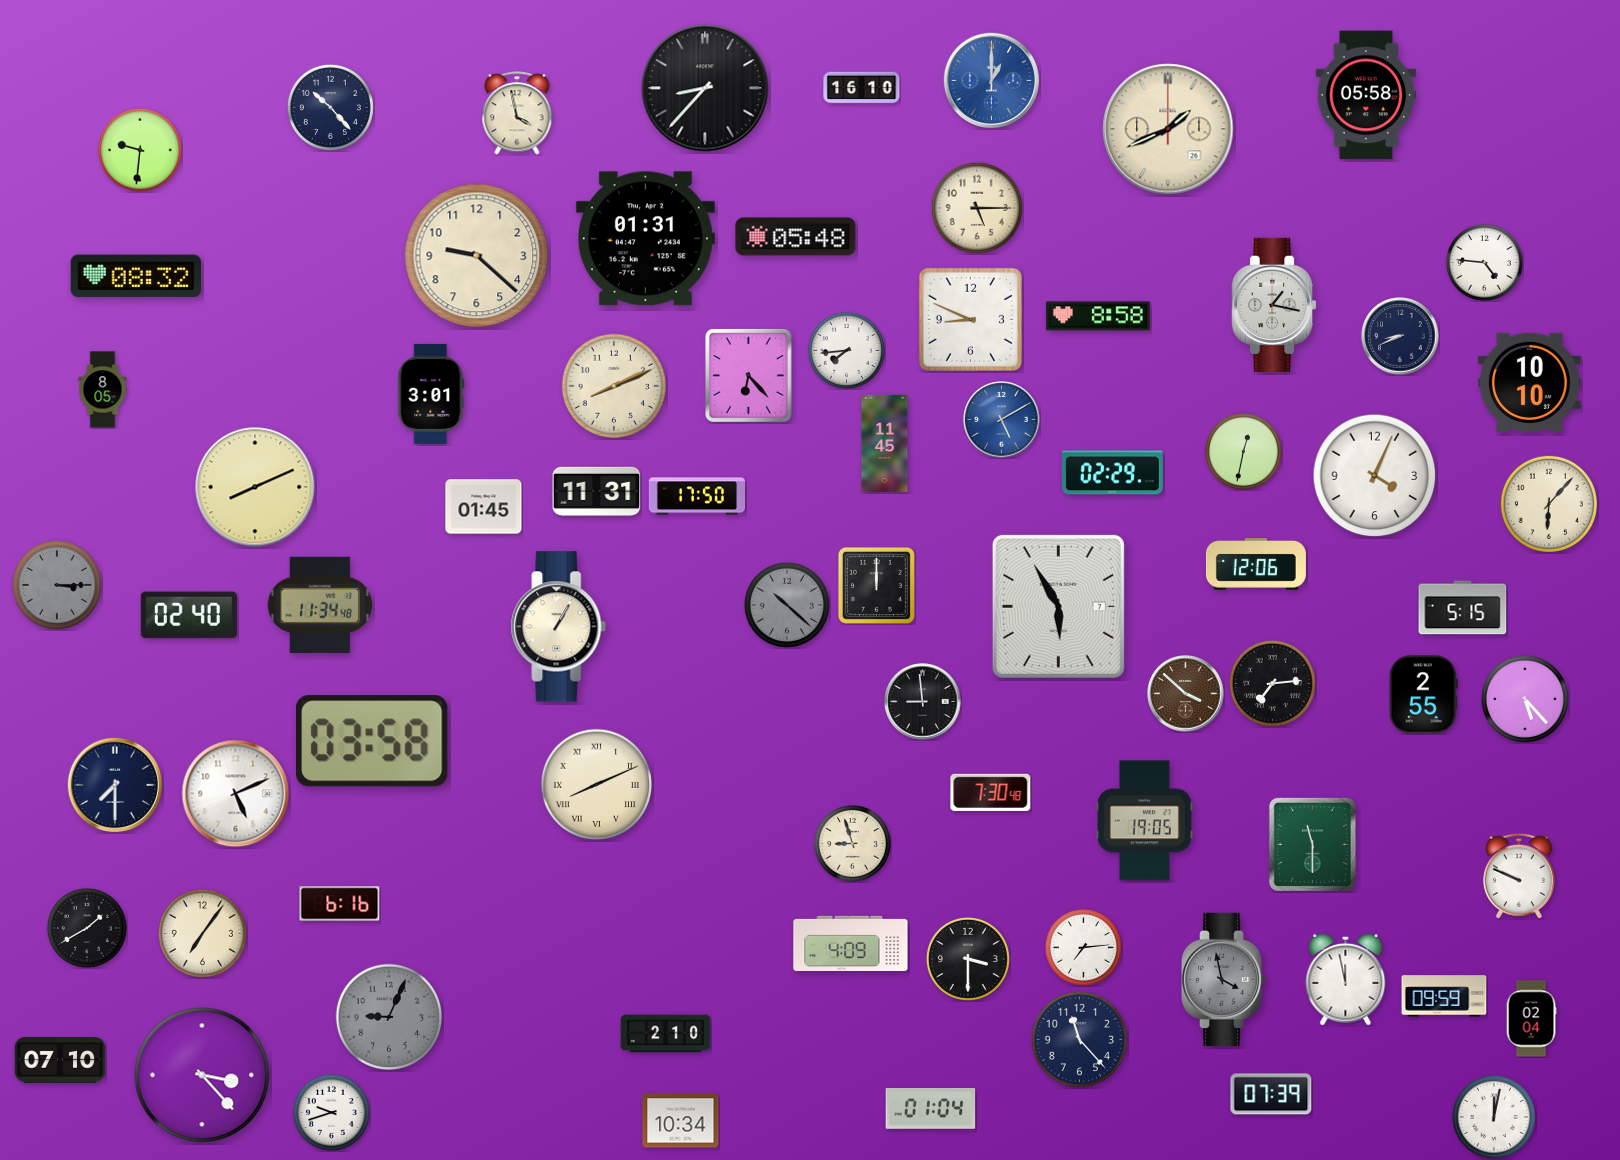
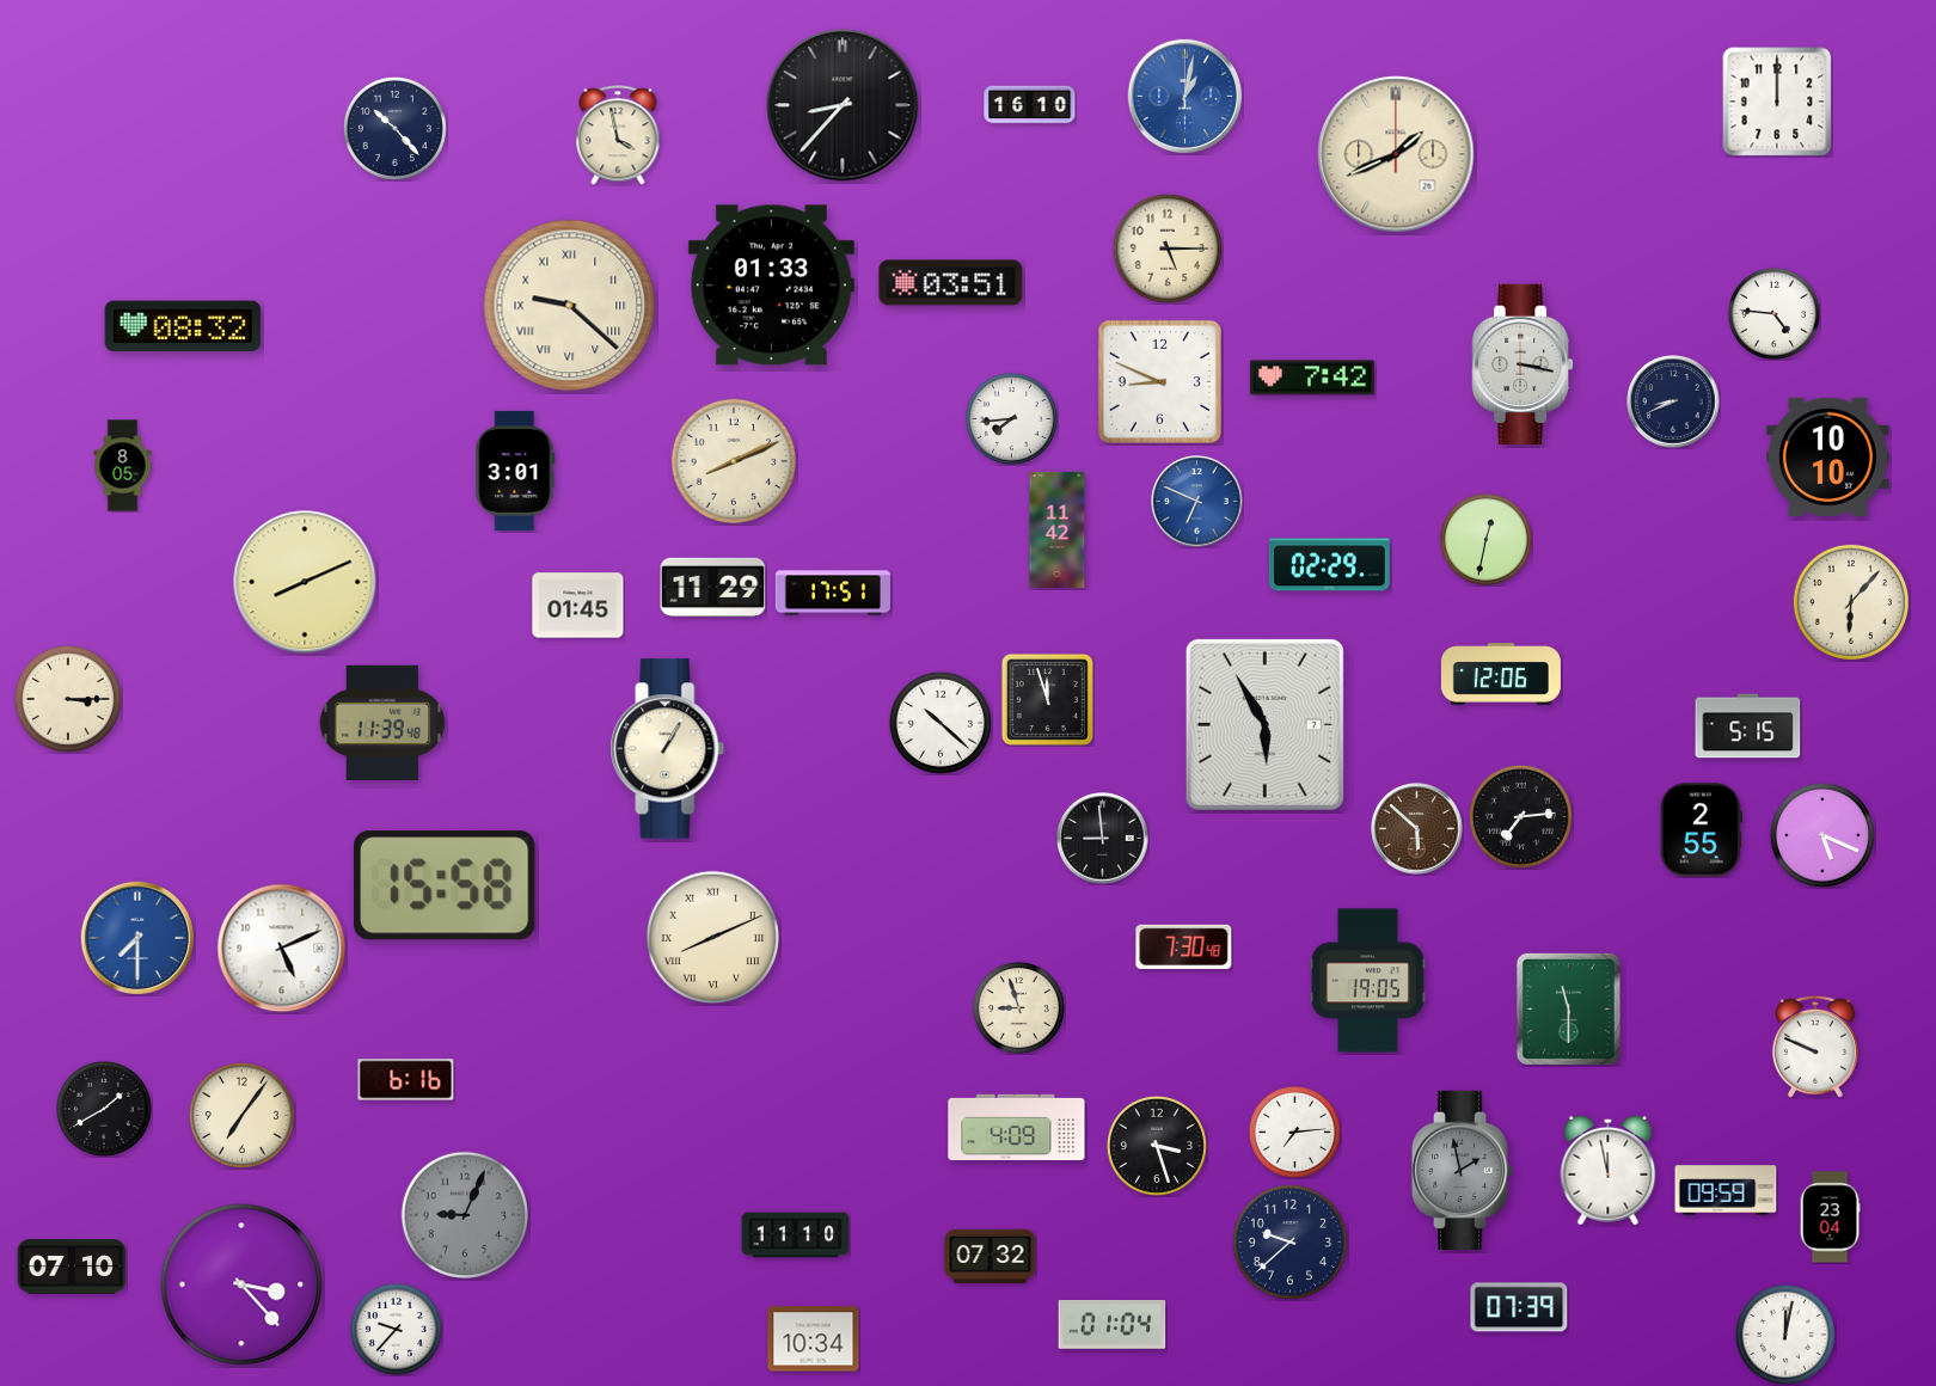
clock at (992, 81): 1:00 -> 1:02
clock at (1777, 102): none -> 12:00
clock at (1366, 95): 05:58 -> none
clock at (140, 150): 9:31 -> none
clock at (796, 237): 05:48 -> 03:51
clock at (645, 239): 01:31 -> 01:33
clock at (477, 256) numerals: Arabic -> Roman
clock at (136, 276) position: (136, 276) -> (183, 326)
clock at (1274, 305): 1:17 -> 3:17
clock at (1099, 316): 8:58 -> 7:42
clock at (748, 375): 6:23 -> none
clock at (1002, 420): 5:10 -> 6:49
clock at (885, 443): 11:45 -> 11:42
clock at (1375, 476): 4:04 -> none
clock at (597, 491): 11:31 -> 11:29
clock at (696, 496): 17:50 -> 17:51
clock at (57, 585) dial: grey -> cream
clock at (876, 585): 12:00 -> 11:57
clock at (320, 605): 11:34 -> 11:39
clock at (787, 605) dial: grey -> white
clock at (189, 615): 02:40 -> none
clock at (1186, 694): 3:52 -> 5:52
clock at (1525, 699): 5:23 -> 5:19
clock at (373, 741): 03:58 -> 15:58
clock at (114, 784) dial: navy -> blue
clock at (968, 959): 3:30 -> 3:27
clock at (1224, 979): 3:58 -> 1:58
clock at (1531, 1019): 02:04 -> 23:04
clock at (666, 1034): 2:10 -> 11:10
clock at (1079, 1039): 11:23 -> 9:38
clock at (991, 1256): none -> 07:32
clock at (331, 1112): 9:42 -> 9:37
